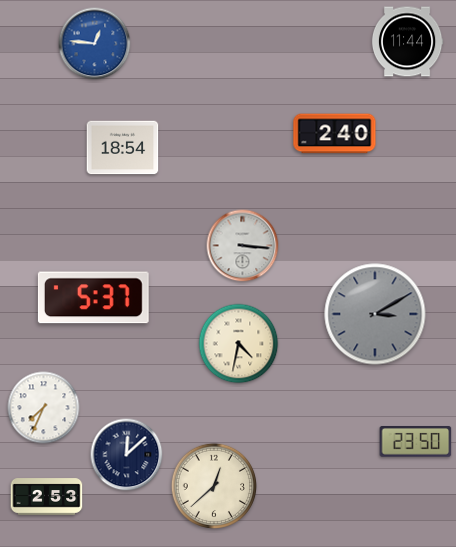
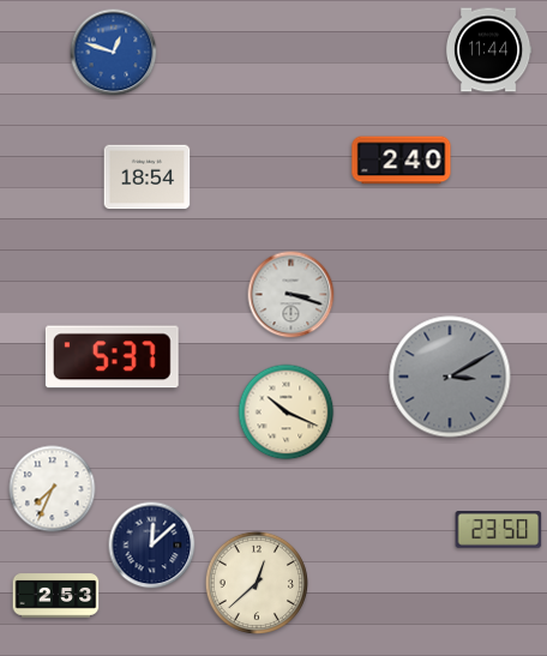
clock at (95, 44): 12:46 -> 12:48
clock at (243, 246): 3:16 -> 3:18
clock at (239, 344): 4:32 -> 10:19
